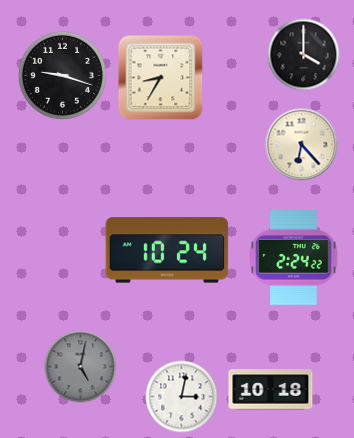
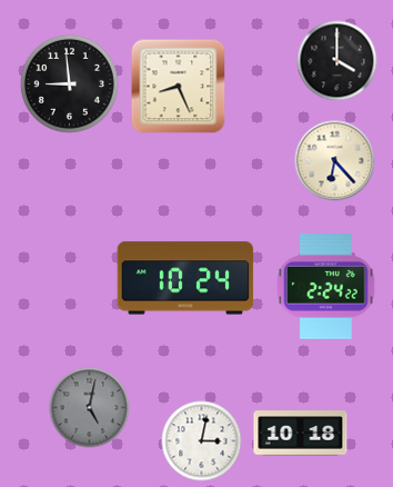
clock at (62, 75): 9:18 -> 8:59
clock at (161, 78): 8:35 -> 8:26
